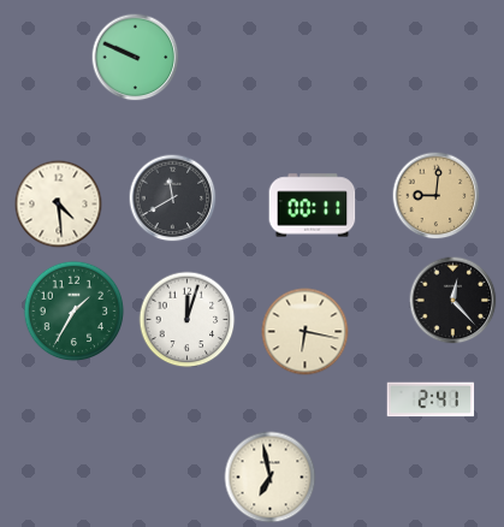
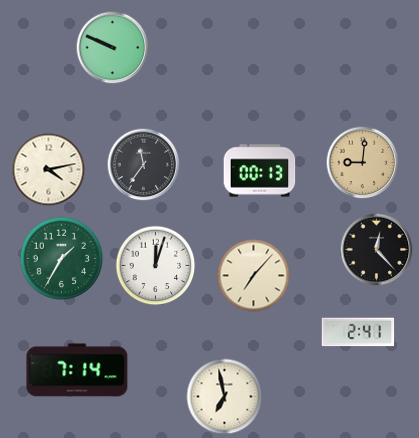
clock at (173, 199): 11:40 -> 11:36
clock at (59, 205): 4:29 -> 4:13
clock at (313, 206): 00:11 -> 00:13
clock at (306, 332): 6:17 -> 7:07
clock at (77, 370): none -> 7:14
